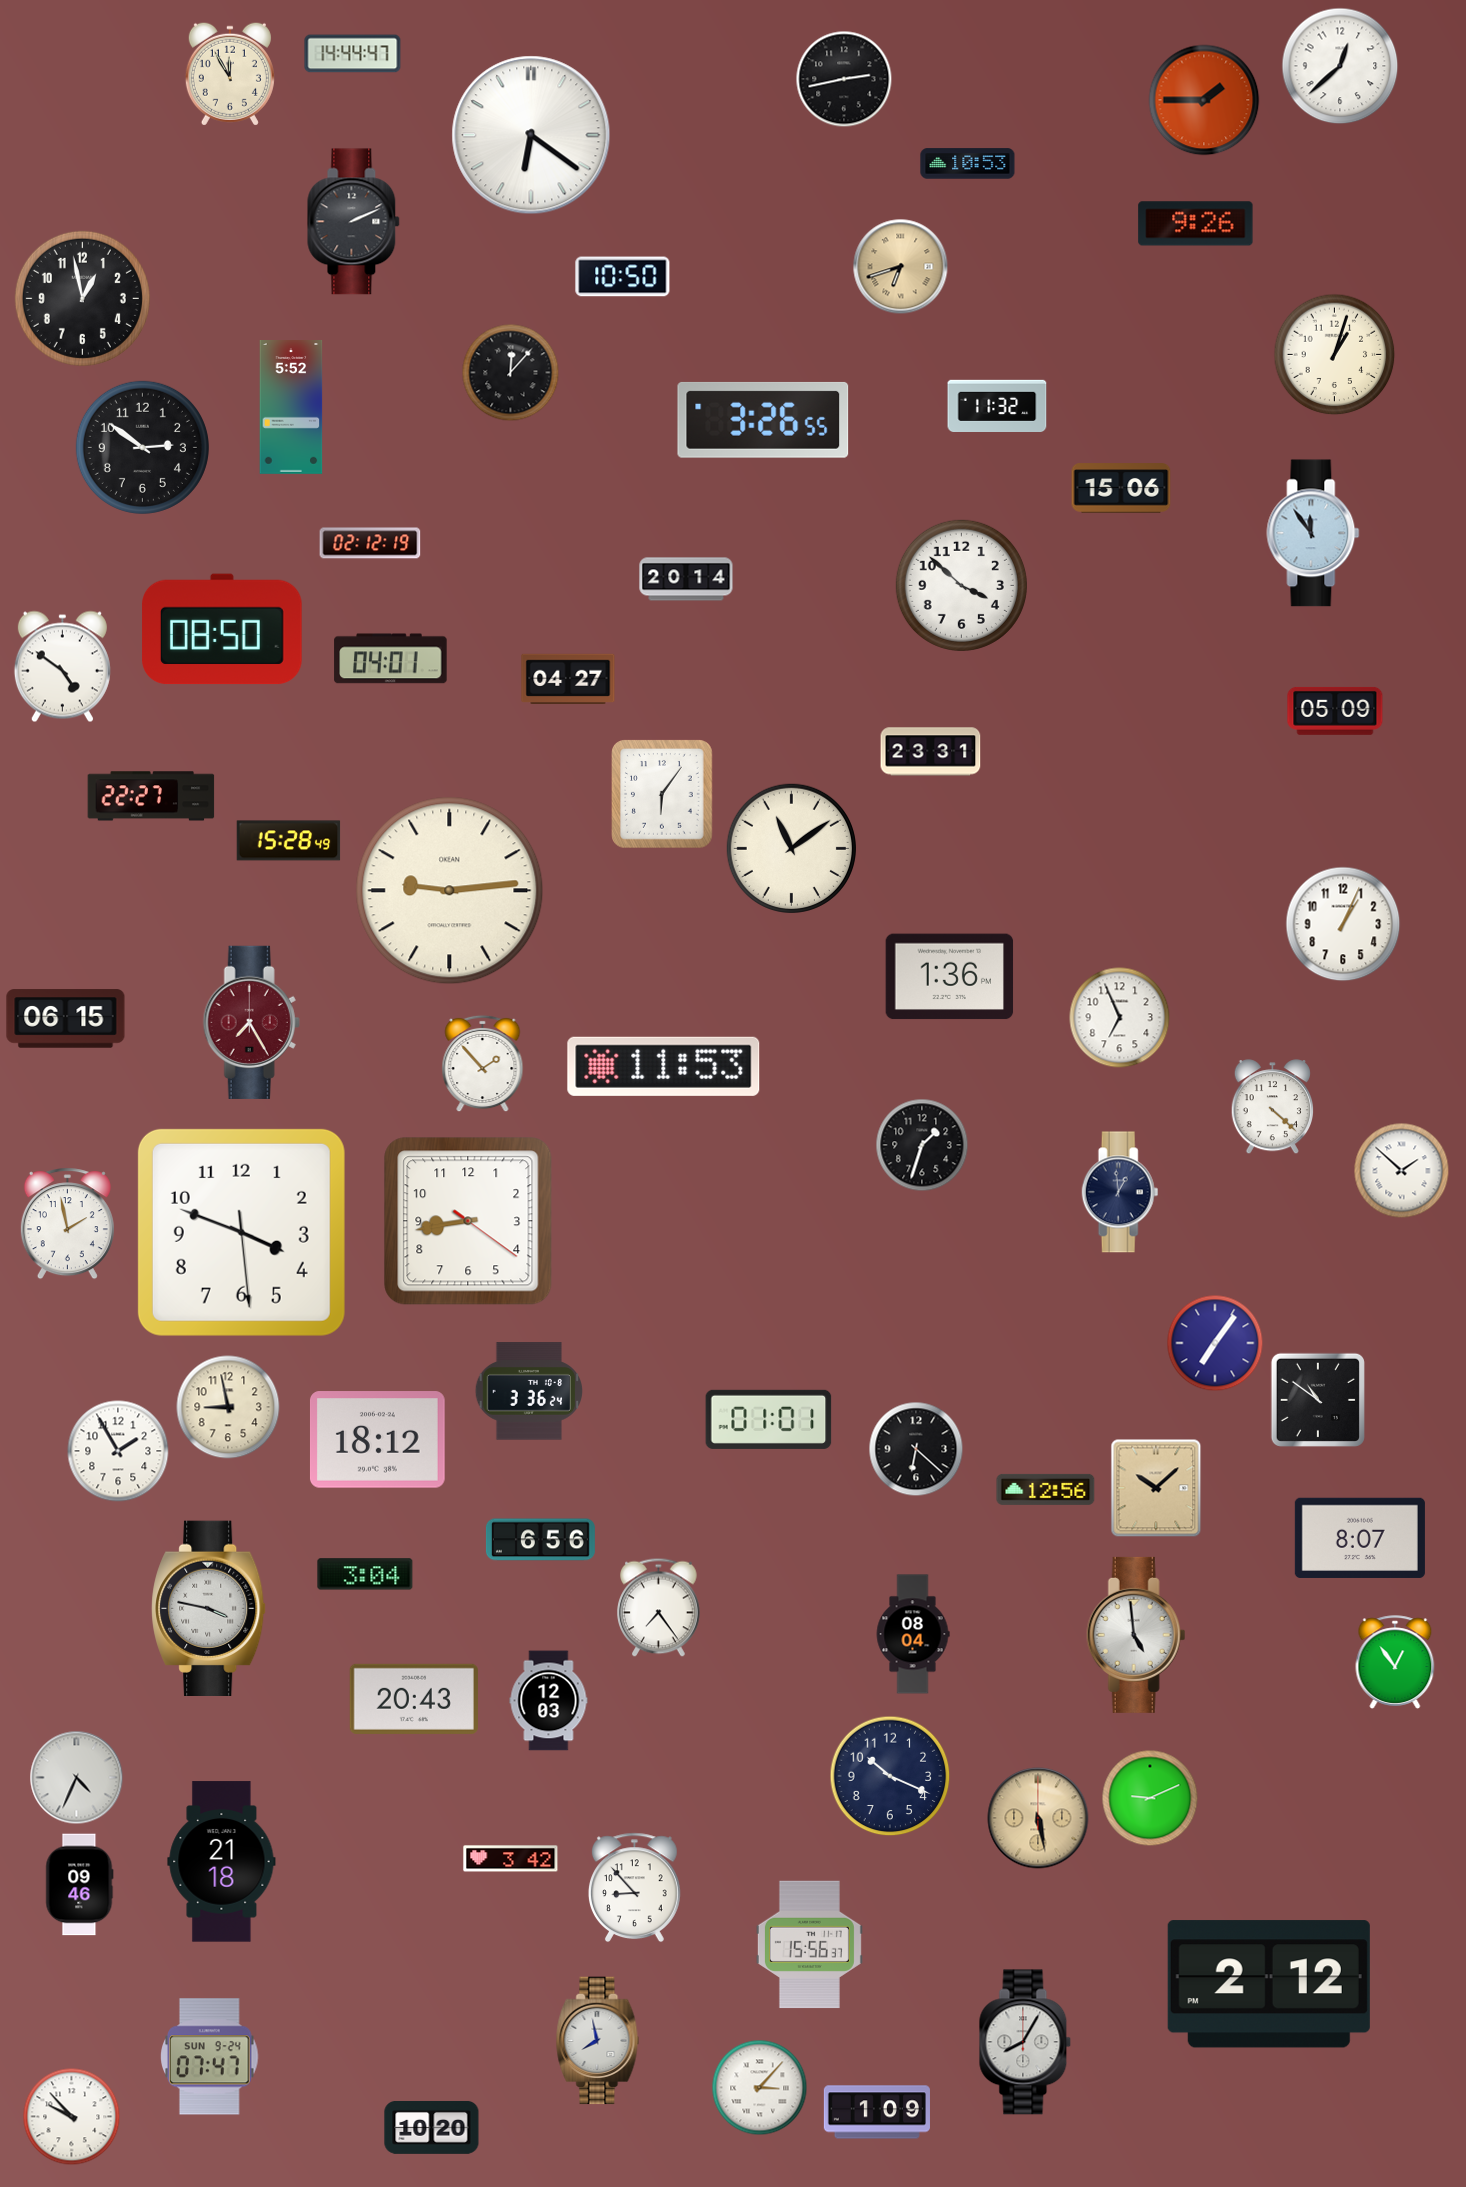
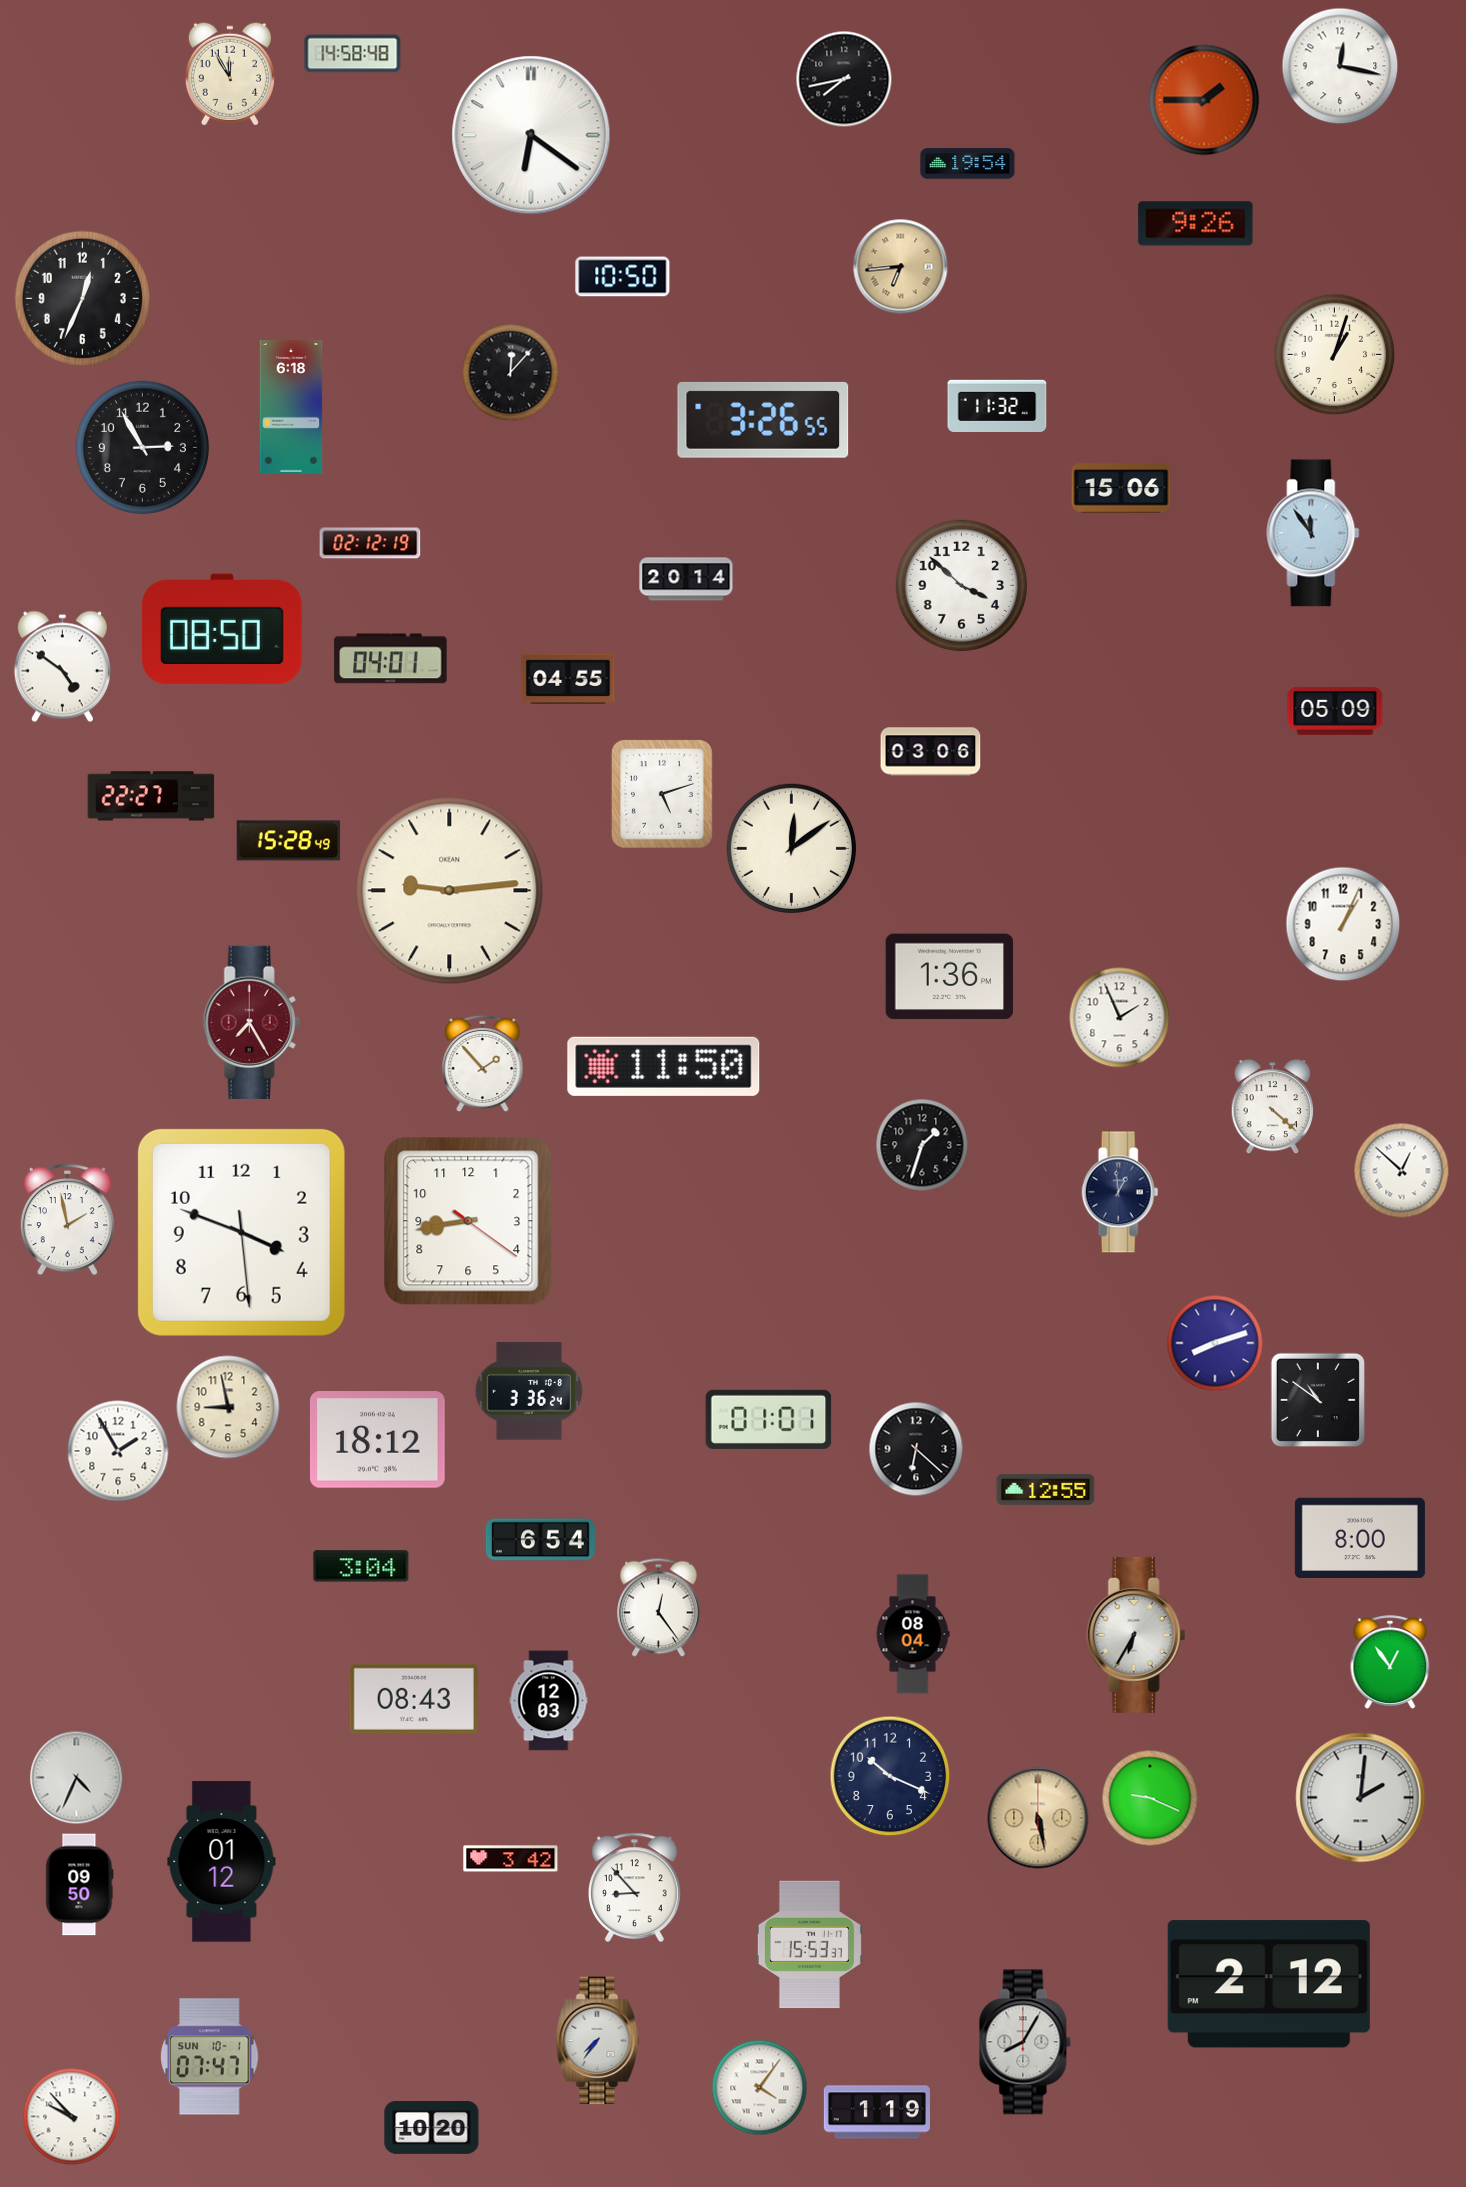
clock at (353, 54): 14:44 -> 14:58
clock at (1340, 66): 12:38 -> 12:17
clock at (844, 79): 2:43 -> 7:43
clock at (968, 164): 10:53 -> 19:54
clock at (354, 222): 2:11 -> none
clock at (901, 267): 6:42 -> 6:44
clock at (82, 298): 12:58 -> 12:34
clock at (291, 408): 5:52 -> 6:18
clock at (142, 447): 2:51 -> 2:55
clock at (568, 679): 04:27 -> 04:55
clock at (931, 752): 23:31 -> 03:06
clock at (662, 794): 6:06 -> 5:12
clock at (791, 848): 11:09 -> 12:09
clock at (1120, 1018): 6:56 -> 1:56
clock at (66, 1019): 06:15 -> none
clock at (664, 1066): 11:53 -> 11:50
clock at (1402, 1171): 1:52 -> 12:52
clock at (67, 1224) position: (67, 1224) -> (67, 1220)
clock at (1215, 1343): 7:06 -> 8:12
clock at (1156, 1488): 10:08 -> none
clock at (1046, 1489): 12:56 -> 12:55
clock at (1360, 1537): 8:07 -> 8:00
clock at (540, 1540): 6:56 -> 6:54
clock at (365, 1574) position: (365, 1574) -> (361, 1566)
clock at (209, 1608): 3:47 -> none
clock at (659, 1608): 7:24 -> 12:24
clock at (1136, 1635): 4:59 -> 6:35
clock at (1395, 1662) position: (1395, 1662) -> (1390, 1662)
clock at (413, 1699): 20:43 -> 08:43
clock at (1150, 1798): 9:11 -> 9:19
clock at (1361, 1798): none -> 2:01
clock at (222, 1862): 21:18 -> 01:12
clock at (80, 1885): 09:46 -> 09:50
clock at (809, 1945): 15:56 -> 15:53
clock at (598, 2041): 7:58 -> 7:36
clock at (210, 2057) date: SUN 9-24 -> SUN 10-1
clock at (760, 2088): 3:07 -> 4:06
clock at (877, 2112): 1:09 -> 1:19
